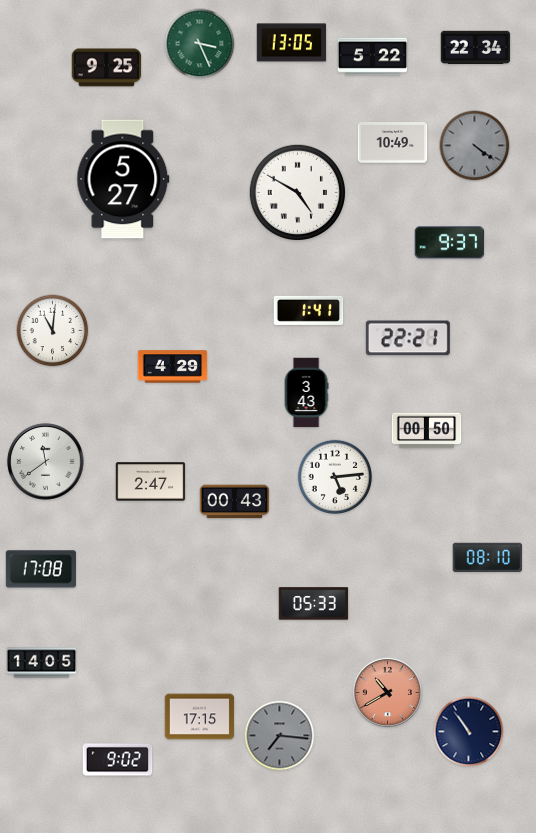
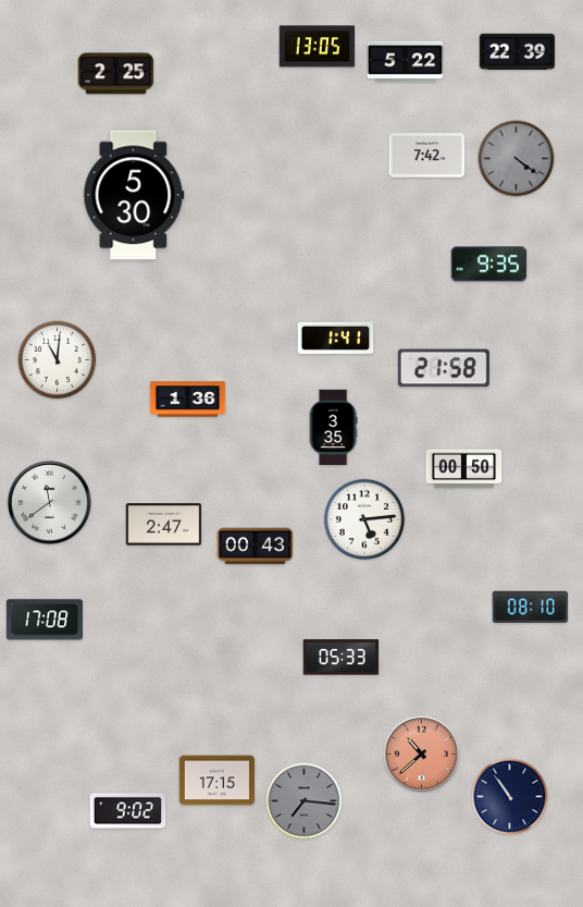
clock at (200, 44): 3:26 -> none
clock at (476, 48): 22:34 -> 22:39
clock at (107, 68): 9:25 -> 2:25
clock at (393, 143): 10:49 -> 7:42
clock at (123, 179): 5:27 -> 5:30
clock at (297, 192): 4:50 -> none
clock at (450, 243): 9:37 -> 9:35
clock at (408, 338): 22:21 -> 21:58
clock at (173, 367): 4:29 -> 1:36
clock at (306, 393): 3:43 -> 3:35
clock at (42, 663): 14:05 -> none
clock at (387, 692): 10:40 -> 10:38
clock at (118, 760) position: (118, 760) -> (128, 811)
